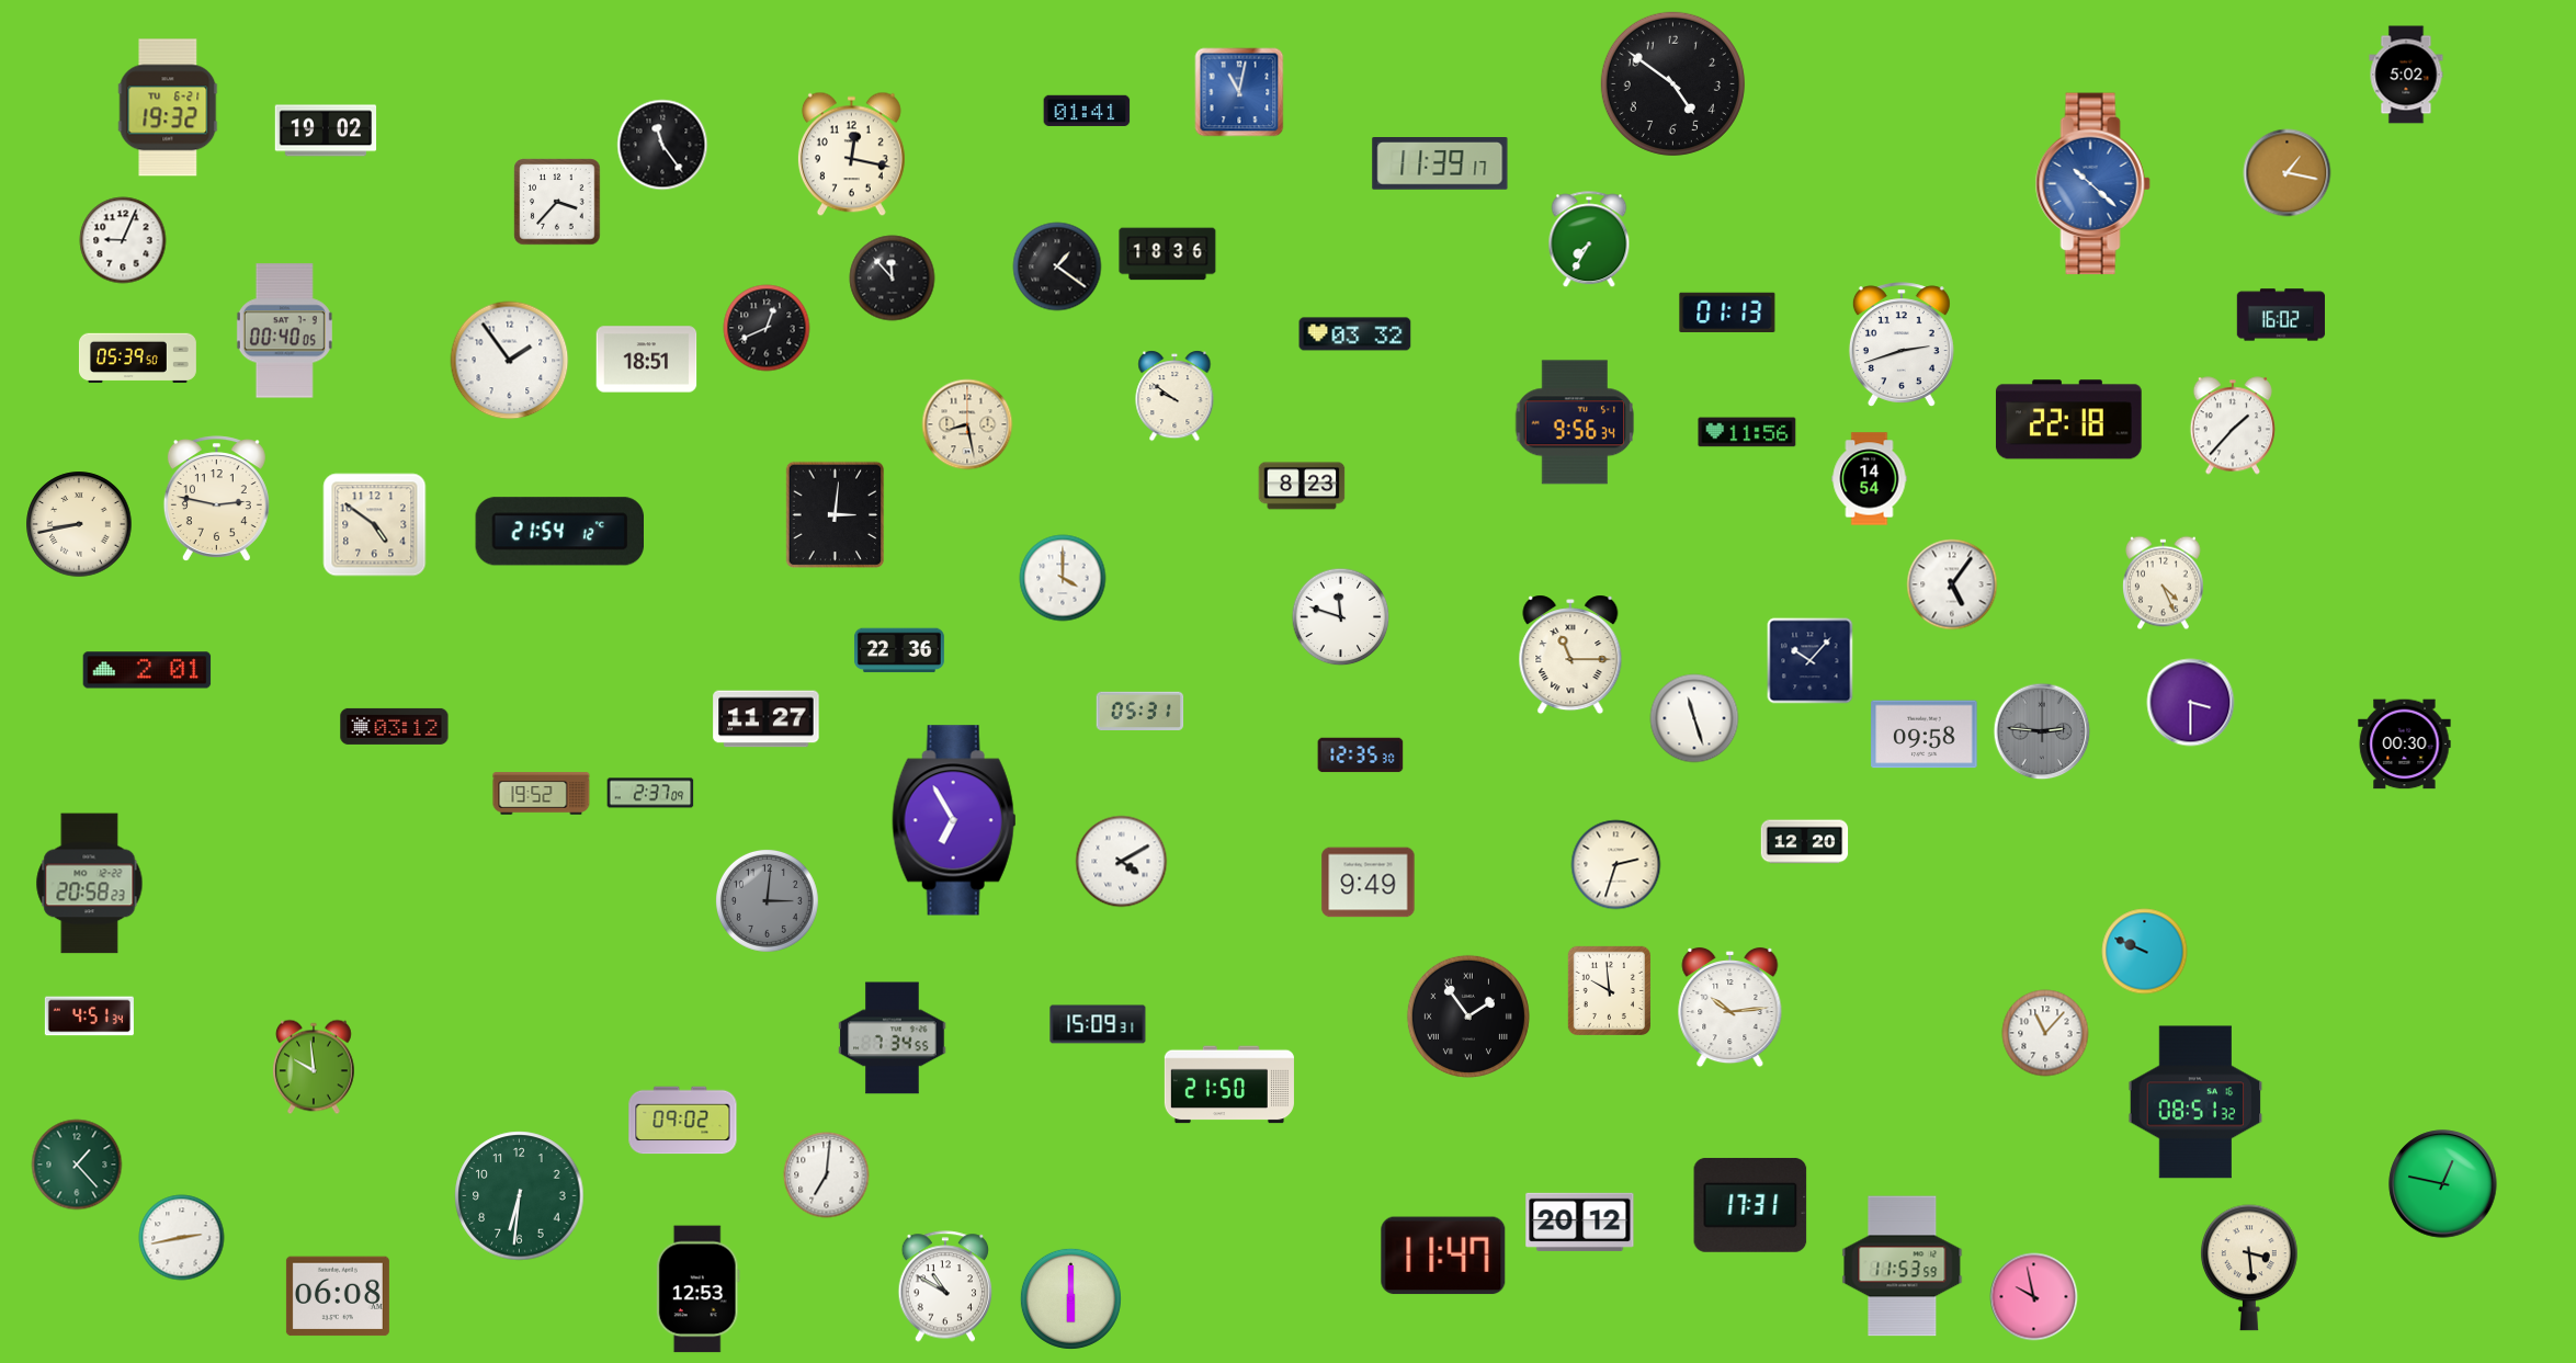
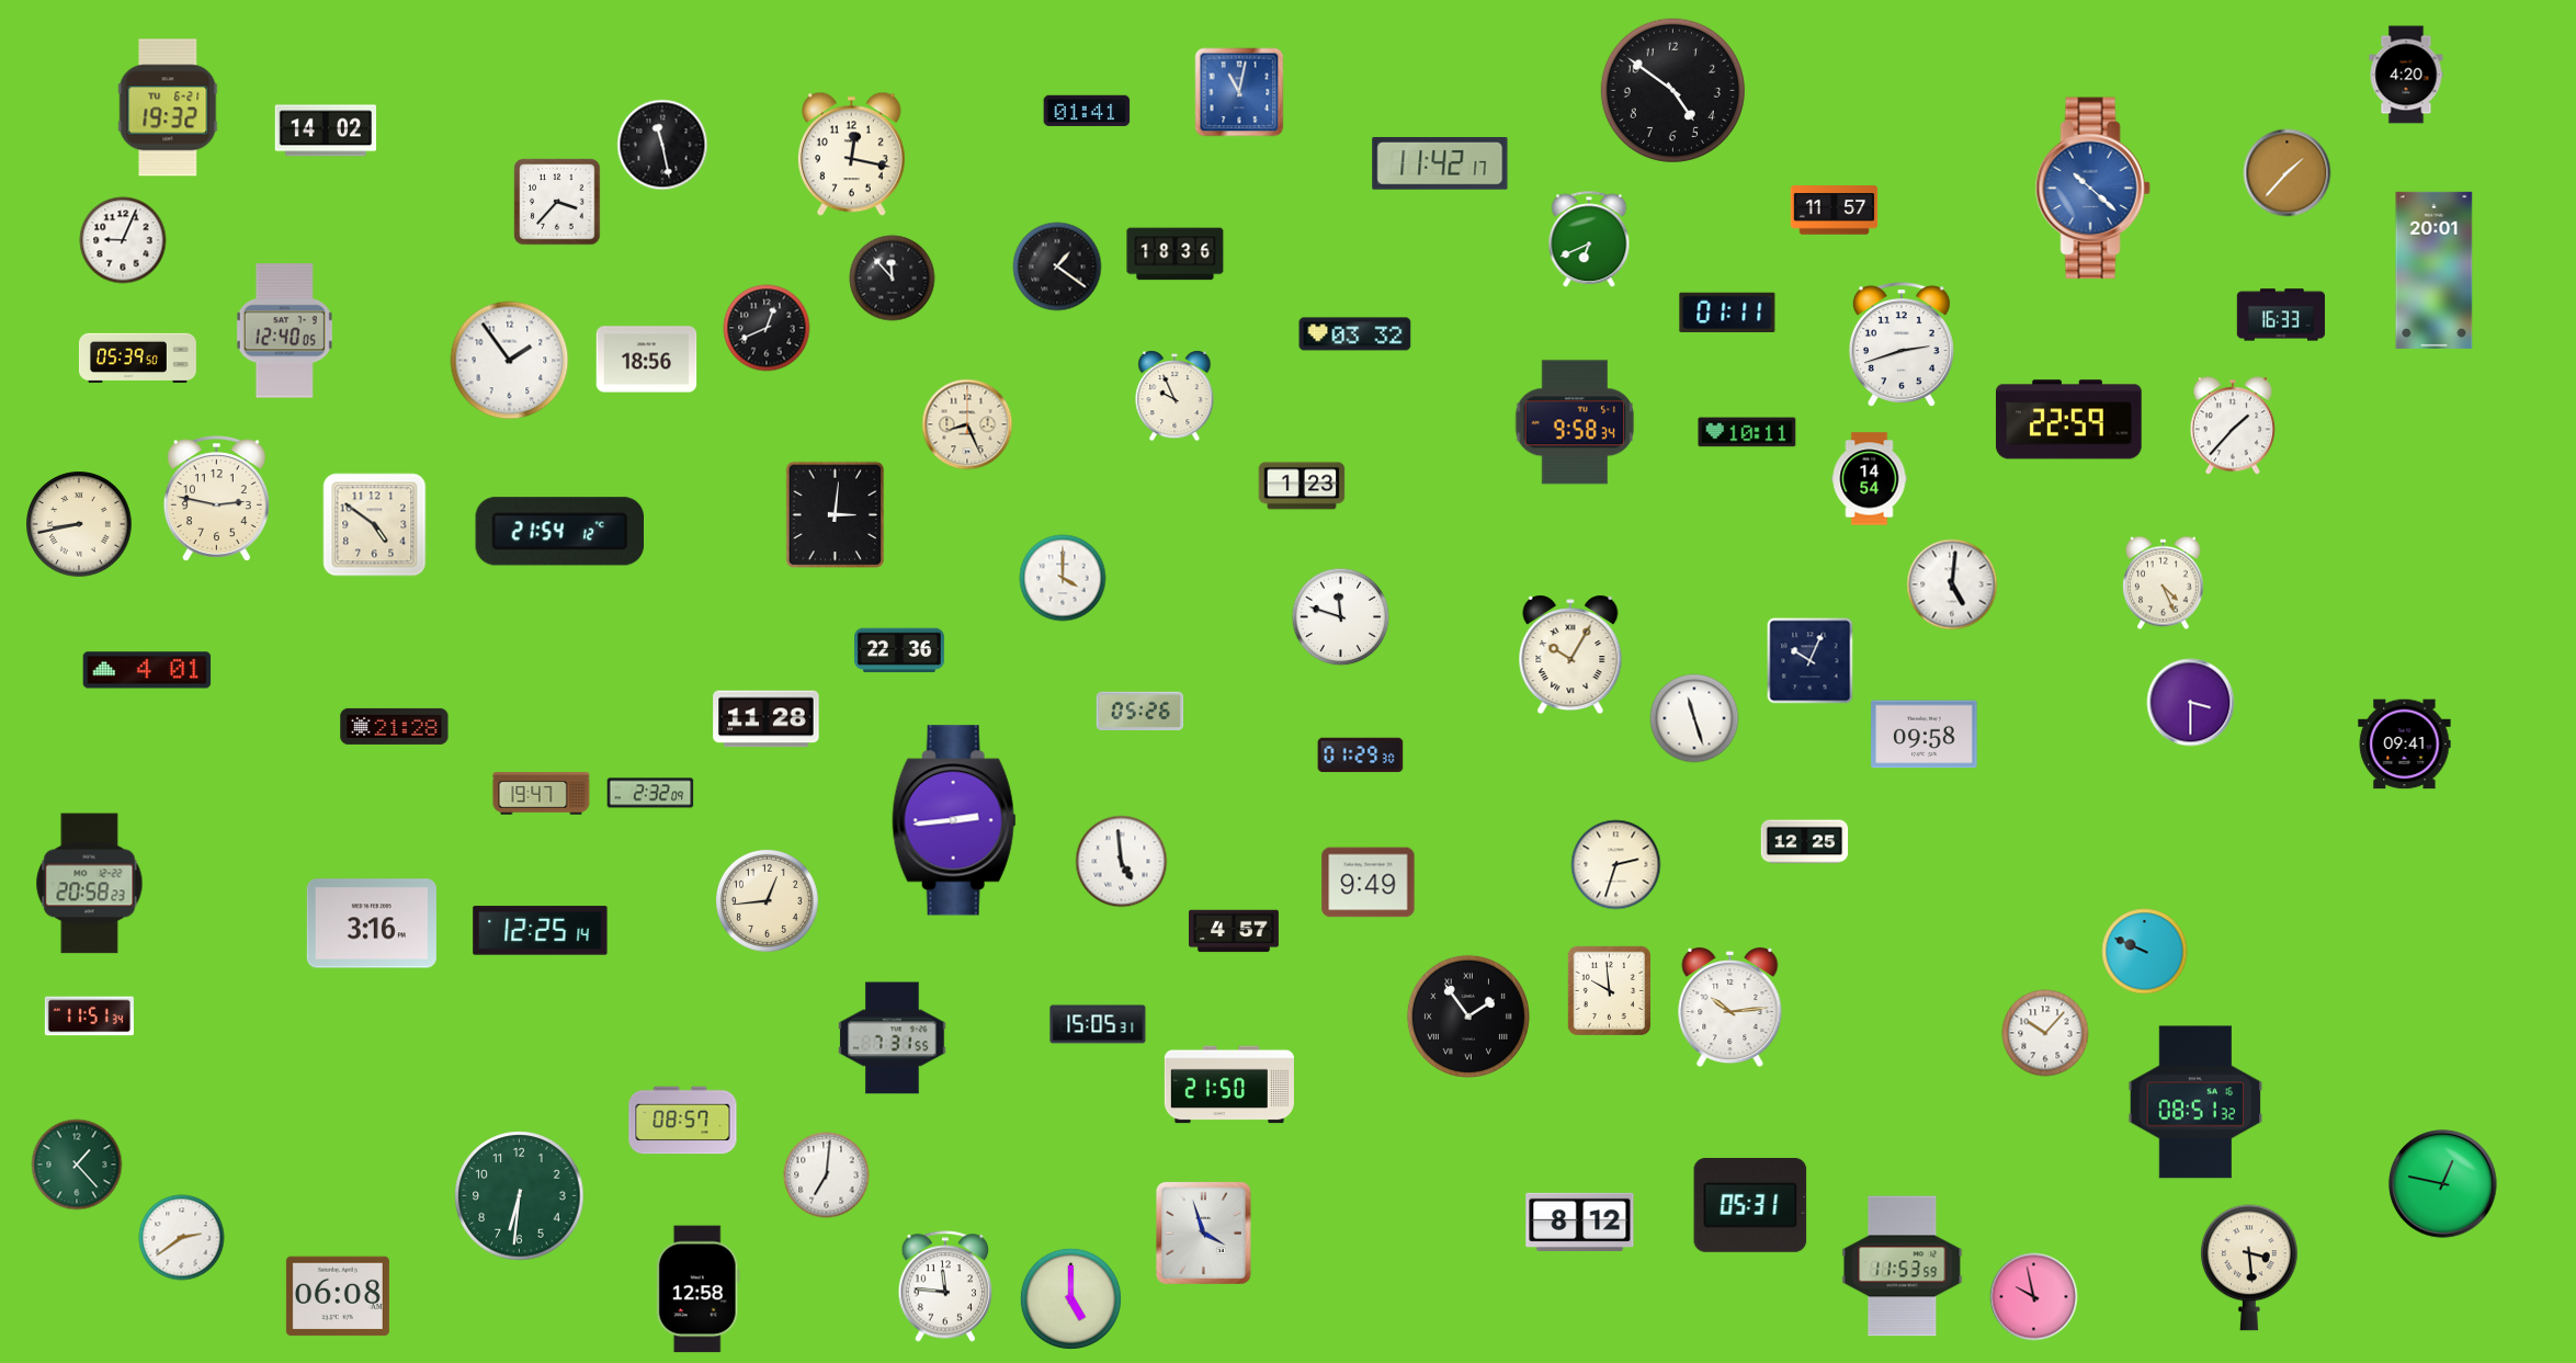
clock at (2406, 75): 5:02 -> 4:20
clock at (1672, 83) position: (1672, 83) -> (1672, 90)
clock at (326, 130): 19:02 -> 14:02
clock at (662, 145): 11:24 -> 11:28
clock at (1440, 164): 11:39 -> 11:42
clock at (2288, 173): 1:17 -> 1:37
clock at (2092, 184) position: (2092, 184) -> (2092, 189)
clock at (1835, 211): none -> 11:57
clock at (1589, 240): 7:35 -> 6:41
clock at (1168, 254) position: (1168, 254) -> (1176, 254)
clock at (2435, 270): none -> 20:01
clock at (1727, 311): 01:13 -> 01:11
clock at (2281, 315): 16:02 -> 16:33
clock at (284, 331): 00:40 -> 12:40
clock at (647, 360): 18:51 -> 18:56
clock at (1174, 396): 9:51 -> 9:56
clock at (2068, 420): 22:18 -> 22:59
clock at (1574, 422): 9:56 -> 9:58
clock at (967, 424): 8:28 -> 8:26
clock at (1747, 432): 11:56 -> 10:11
clock at (1302, 486): 8:23 -> 1:23
clock at (1952, 584): 5:06 -> 5:01
clock at (1570, 655): 11:15 -> 10:05
clock at (1811, 661): 10:07 -> 10:04
clock at (147, 670): 2:01 -> 4:01
clock at (1141, 711): 05:31 -> 05:26
clock at (767, 719): 11:27 -> 11:28
clock at (395, 726): 03:12 -> 21:28
clock at (2042, 731): 2:46 -> none
clock at (2405, 745): 00:30 -> 09:41
clock at (1361, 756): 12:35 -> 01:29
clock at (650, 793): 2:37 -> 2:32
clock at (542, 794): 19:52 -> 19:47
clock at (954, 820): 6:55 -> 2:44
clock at (1805, 842): 12:20 -> 12:25
clock at (1122, 862): 4:10 -> 4:59
clock at (767, 900): 3:01 -> 12:44
clock at (767, 900) dial: grey -> cream
clock at (372, 923): none -> 3:16
clock at (541, 931): none -> 12:25
clock at (1234, 931): none -> 4:57
clock at (89, 1016): 4:51 -> 11:51
clock at (1098, 1024): 15:09 -> 15:05
clock at (2045, 1033): 11:07 -> 10:07
clock at (893, 1038): 7:34 -> 7:31
clock at (314, 1067): 9:59 -> none
clock at (683, 1121): 09:02 -> 08:57
clock at (1750, 1205): 17:31 -> 05:31
clock at (1580, 1222): 20:12 -> 8:12
clock at (1203, 1233): none -> 3:57
clock at (182, 1238): 2:43 -> 2:39
clock at (1443, 1256): 11:47 -> none
clock at (945, 1286): 10:50 -> 11:46
clock at (697, 1290): 12:53 -> 12:58
clock at (1070, 1298): 6:00 -> 5:00
